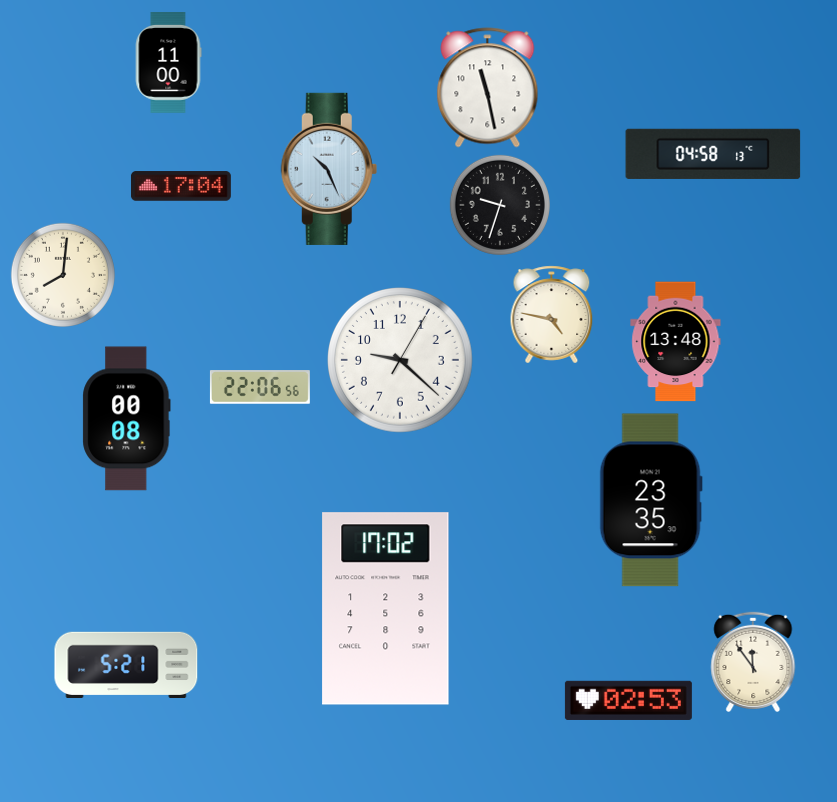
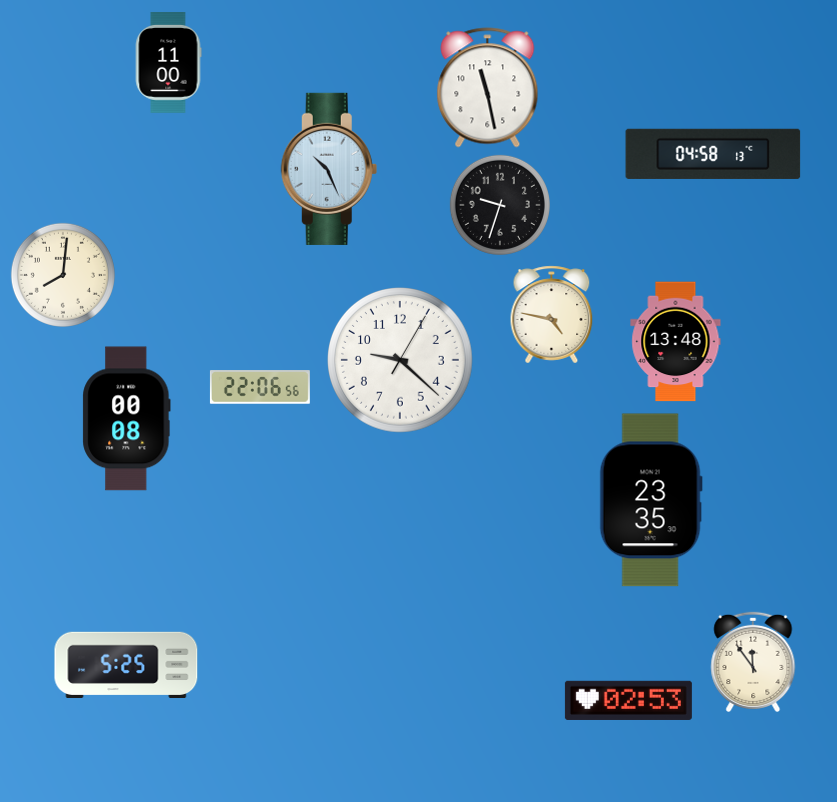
clock at (181, 186): 17:04 -> none
clock at (386, 609): 17:02 -> none
clock at (126, 664): 5:21 -> 5:25
